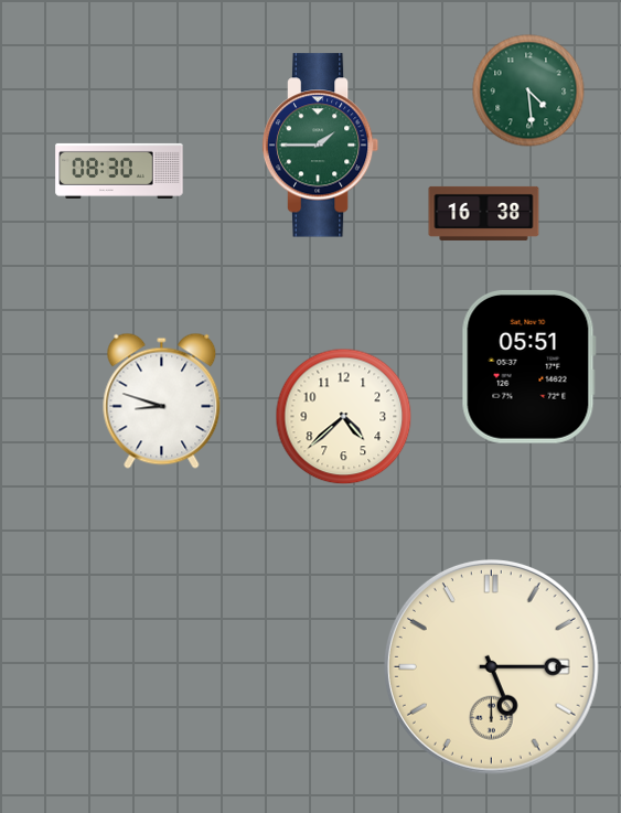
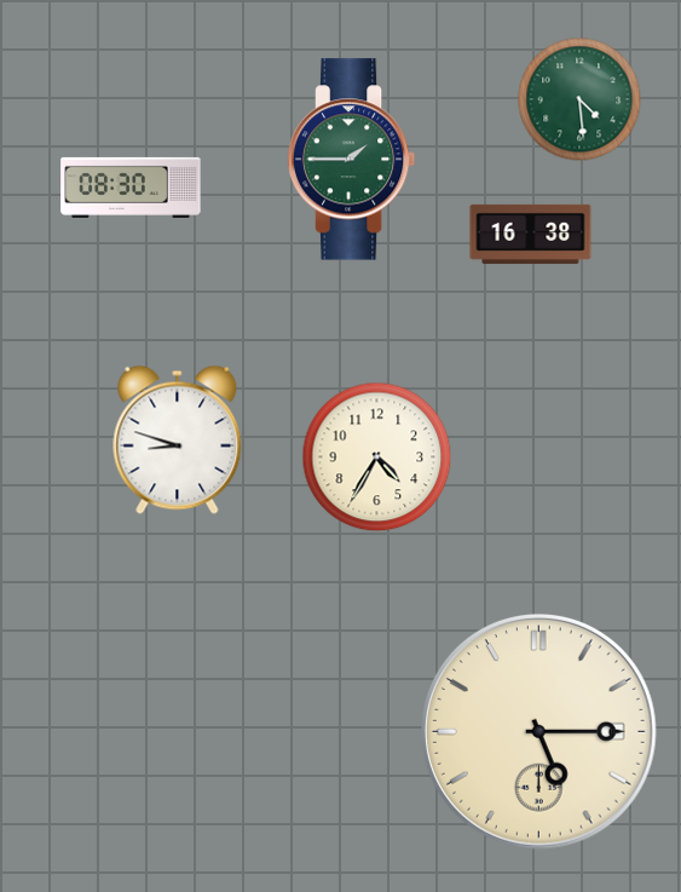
clock at (528, 366): 05:51 -> none
clock at (344, 417): 4:38 -> 4:35
